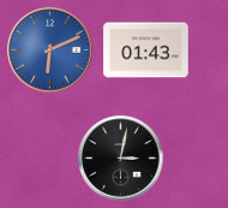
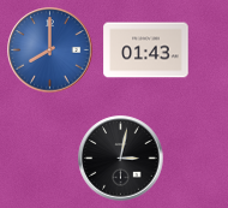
clock at (50, 50): 6:11 -> 8:00
